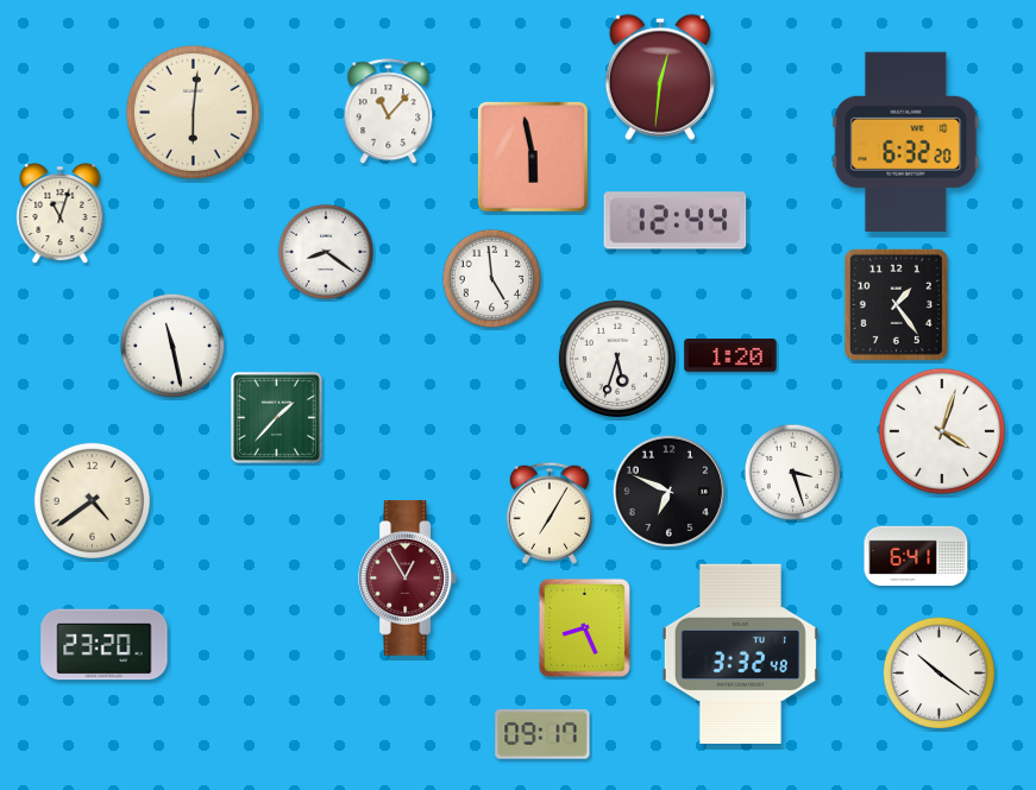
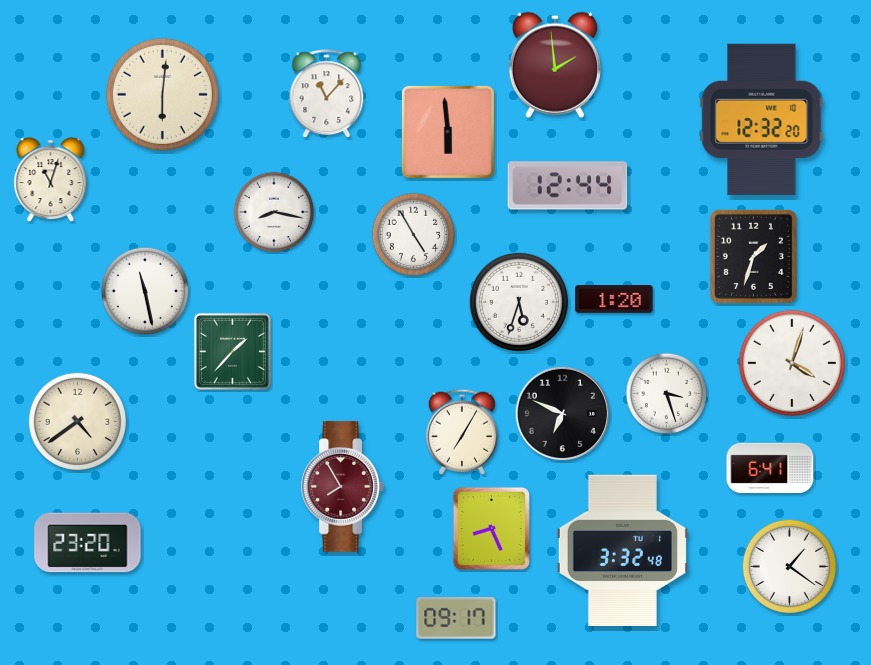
clock at (660, 77): 12:31 -> 1:59
clock at (906, 141): 6:32 -> 12:32
clock at (533, 157): 5:58 -> 5:59
clock at (326, 252): 8:21 -> 8:17
clock at (492, 279): 4:59 -> 4:55
clock at (896, 304): 1:24 -> 1:33
clock at (793, 473) position: (793, 473) -> (667, 394)
clock at (407, 579): 12:55 -> 7:55
clock at (938, 672): 10:21 -> 1:21
